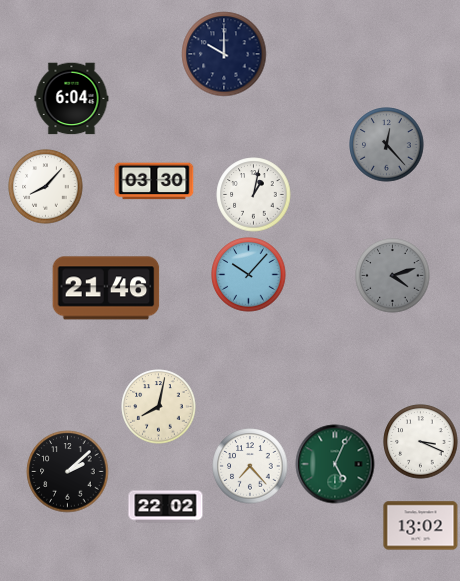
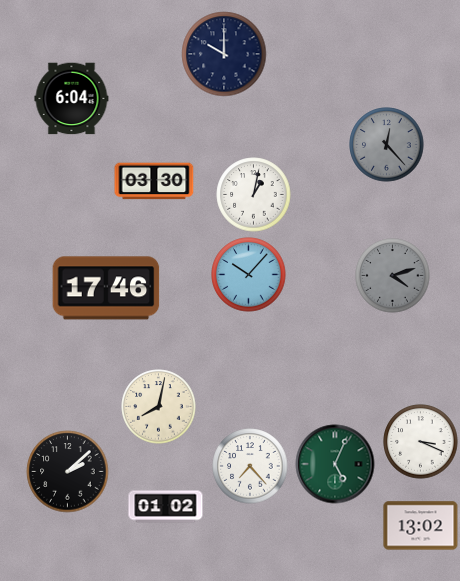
clock at (46, 187): 8:07 -> none
clock at (106, 288): 21:46 -> 17:46
clock at (166, 507): 22:02 -> 01:02
